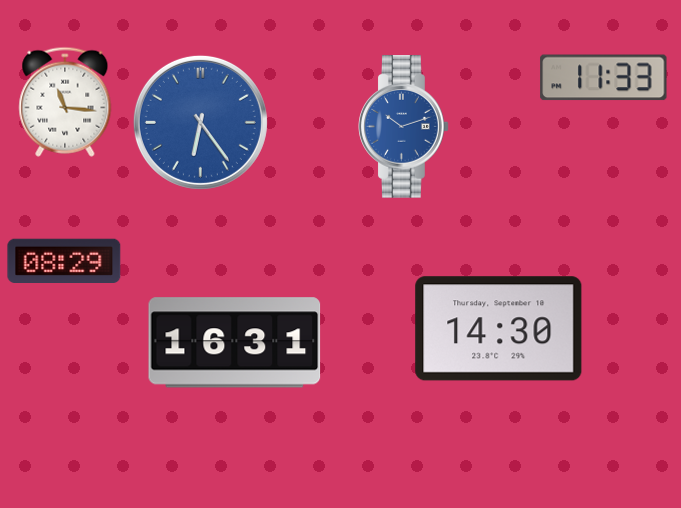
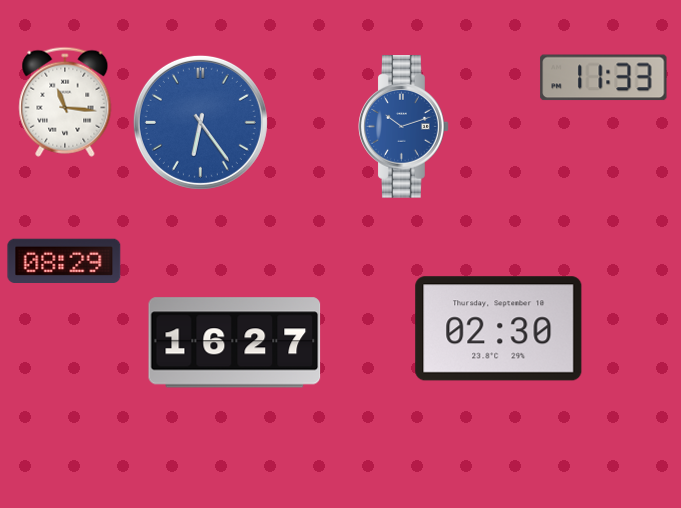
clock at (499, 329): 14:30 -> 02:30
clock at (235, 343): 16:31 -> 16:27
